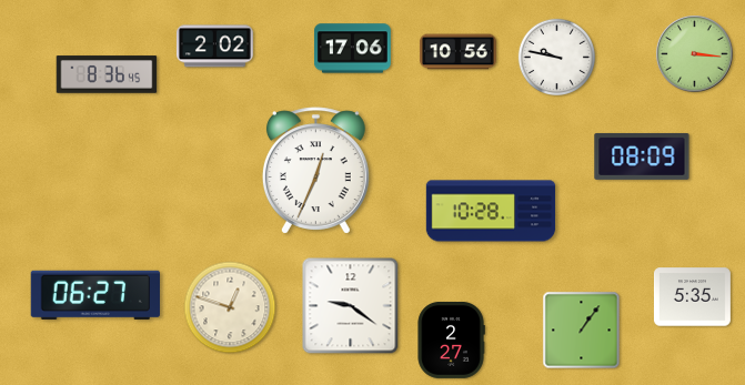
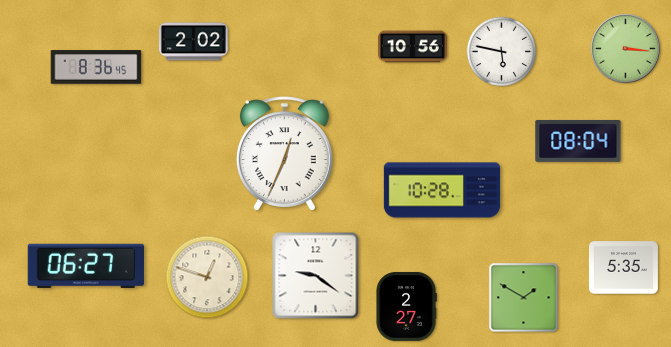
clock at (352, 49): 17:06 -> none
clock at (556, 57): 9:47 -> 5:47
clock at (642, 156): 08:09 -> 08:04
clock at (582, 331): 1:06 -> 1:50
